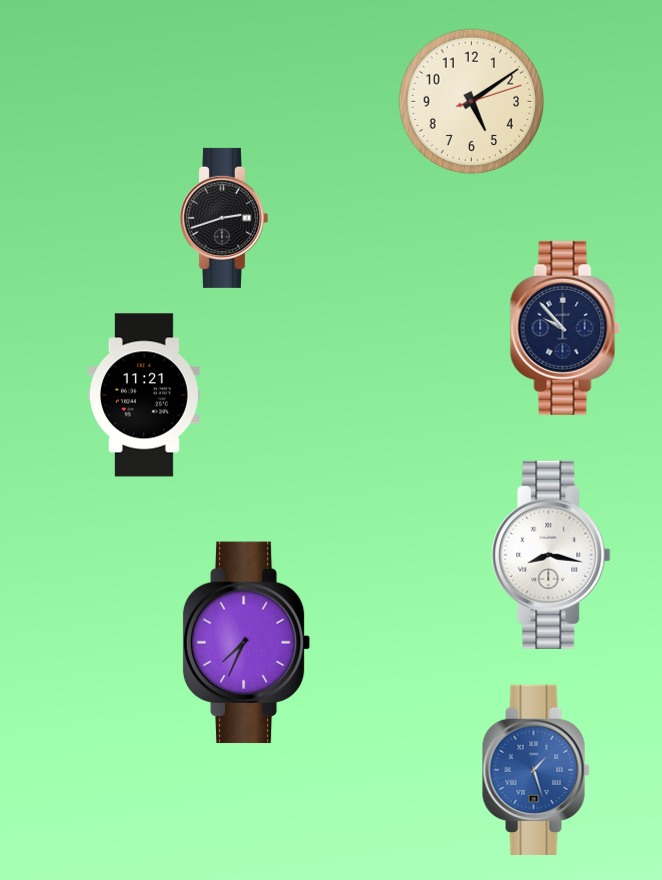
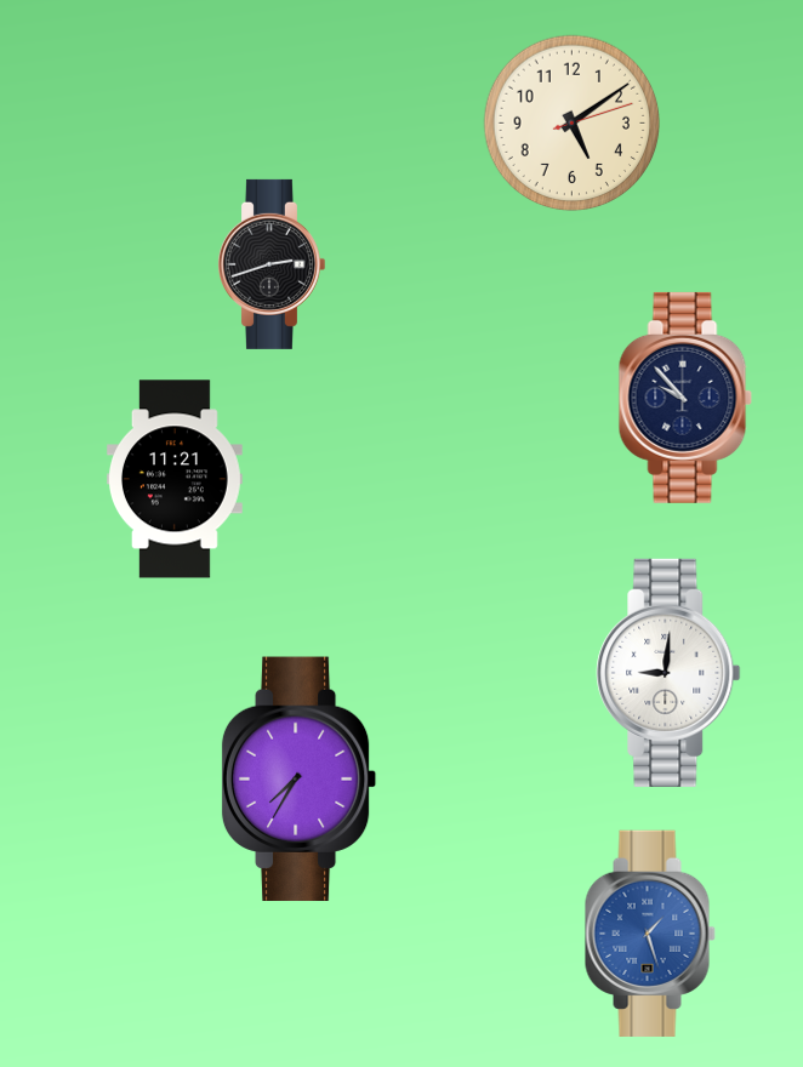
clock at (551, 555): 8:17 -> 9:01
clock at (247, 643): 7:34 -> 7:35
